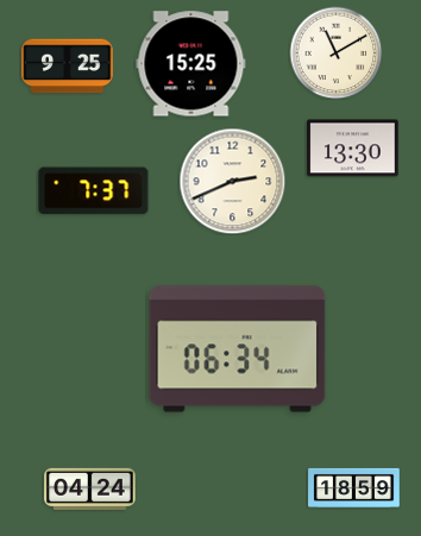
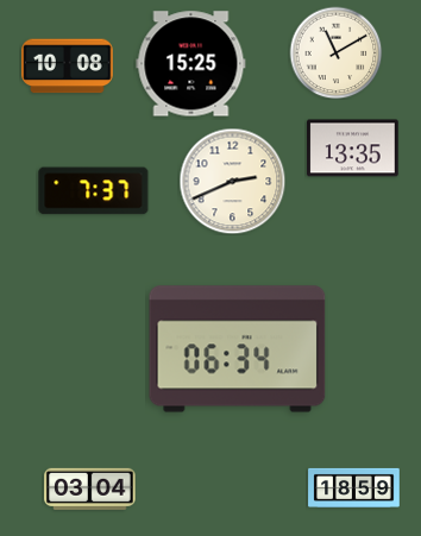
clock at (68, 67): 9:25 -> 10:08
clock at (353, 149): 13:30 -> 13:35
clock at (90, 488): 04:24 -> 03:04
